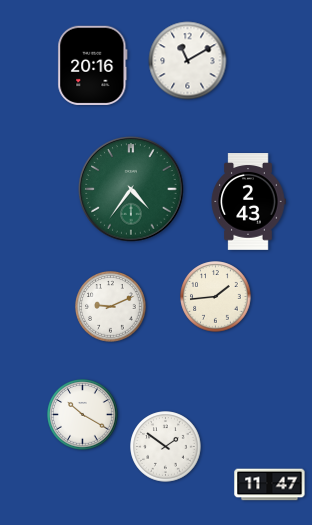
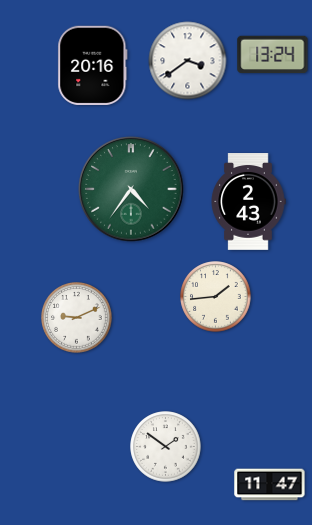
clock at (273, 55): none -> 13:24
clock at (188, 61): 11:10 -> 3:39
clock at (111, 307) position: (111, 307) -> (77, 318)
clock at (83, 415): 10:20 -> none
